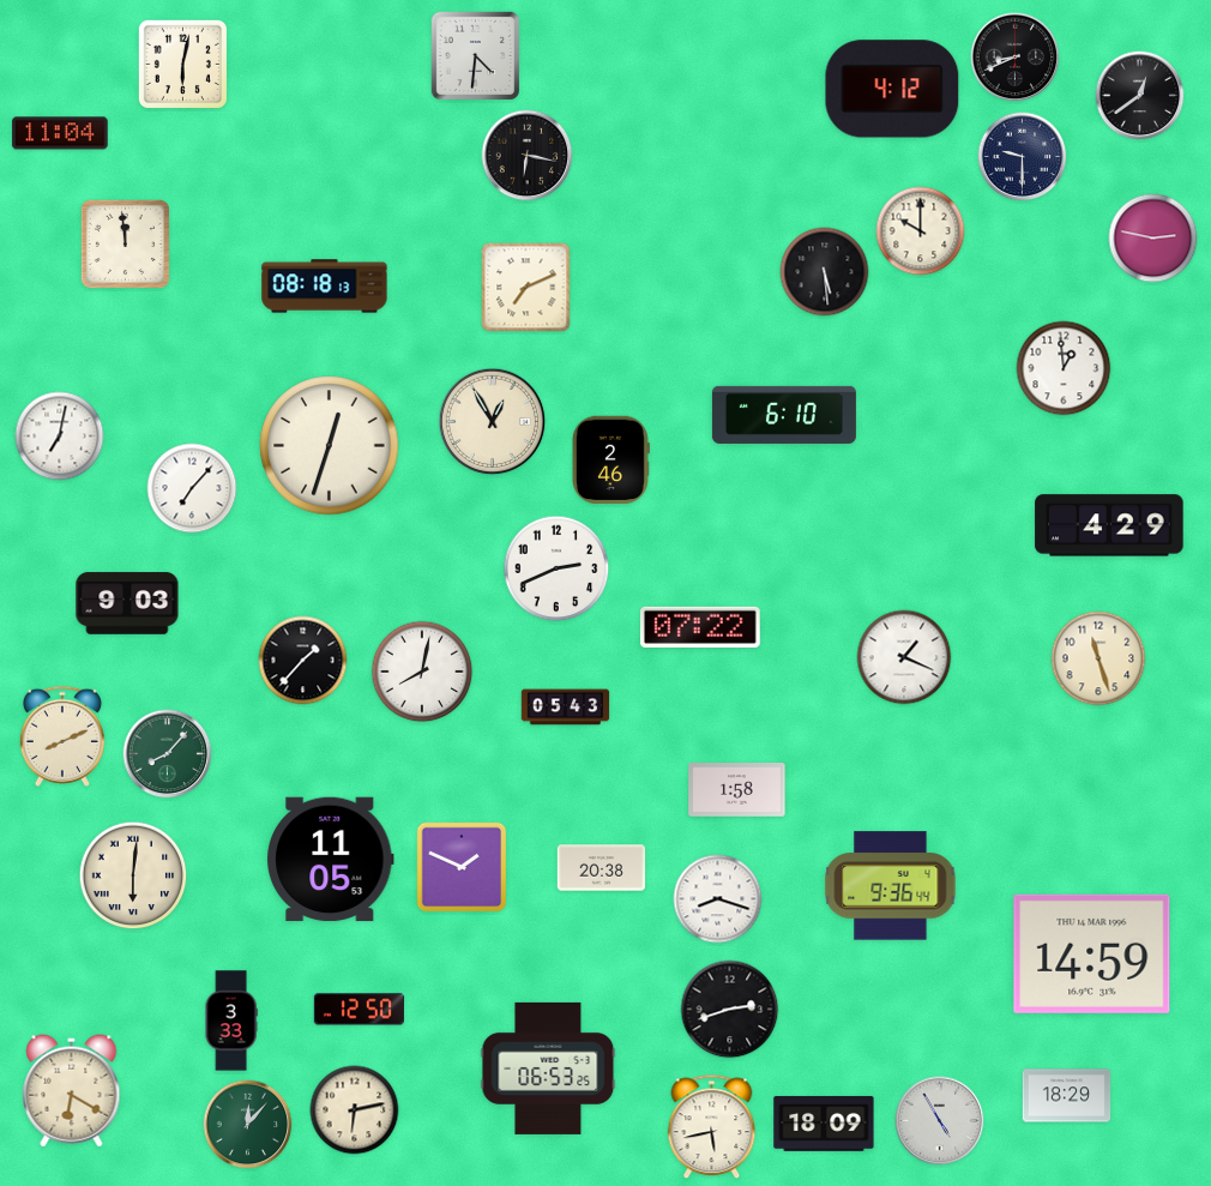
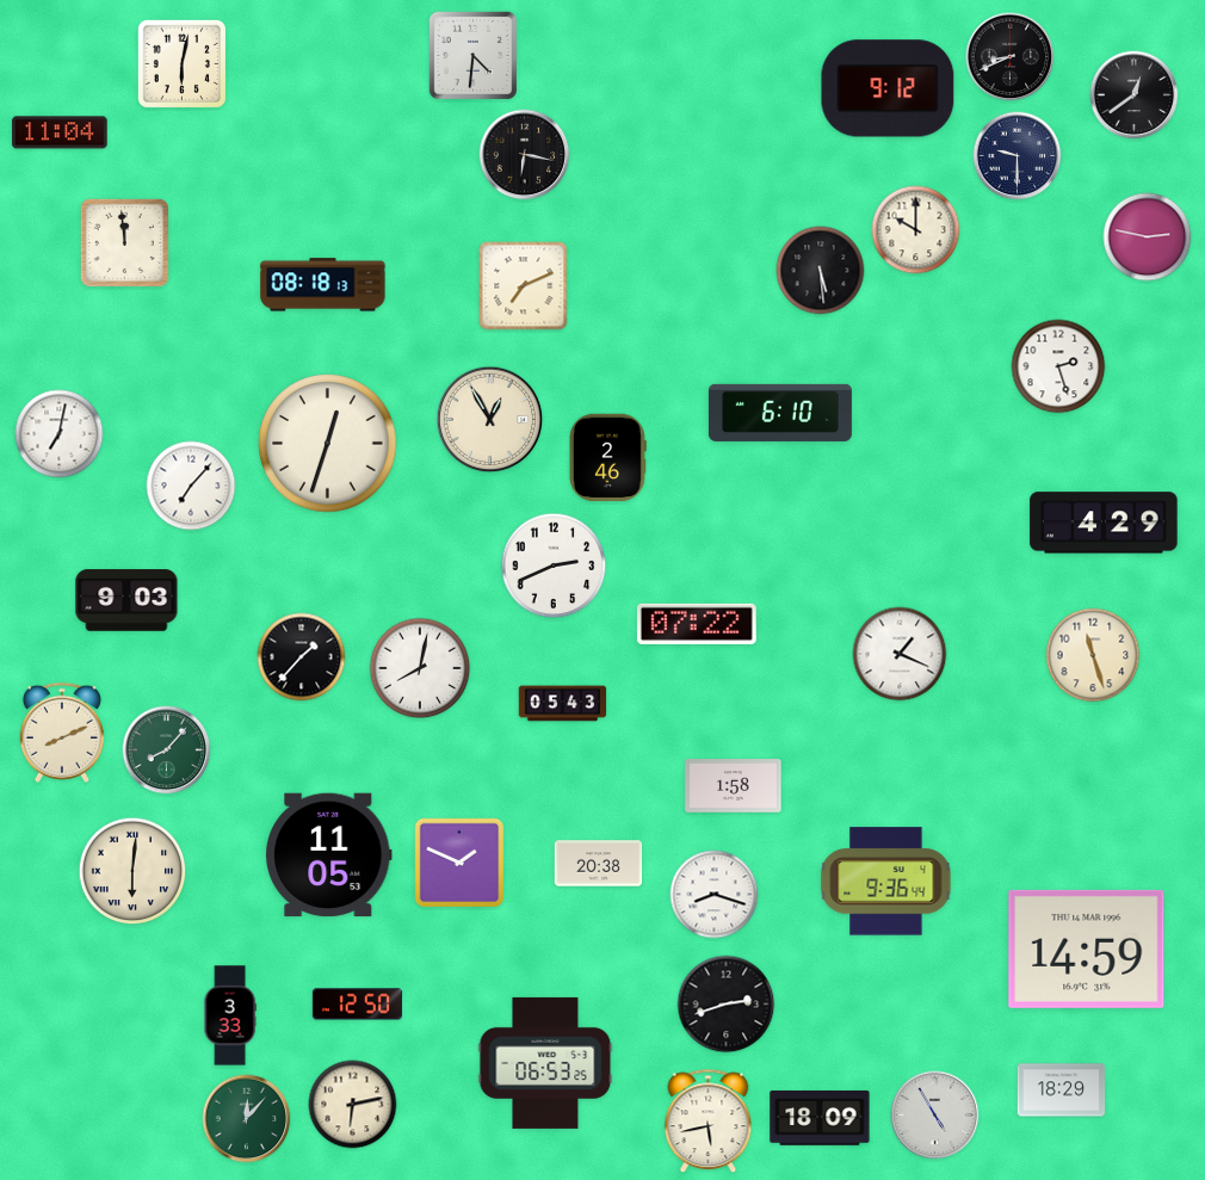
clock at (892, 89): 4:12 -> 9:12
clock at (1064, 368): 12:59 -> 2:27
clock at (72, 1091): 6:20 -> none
